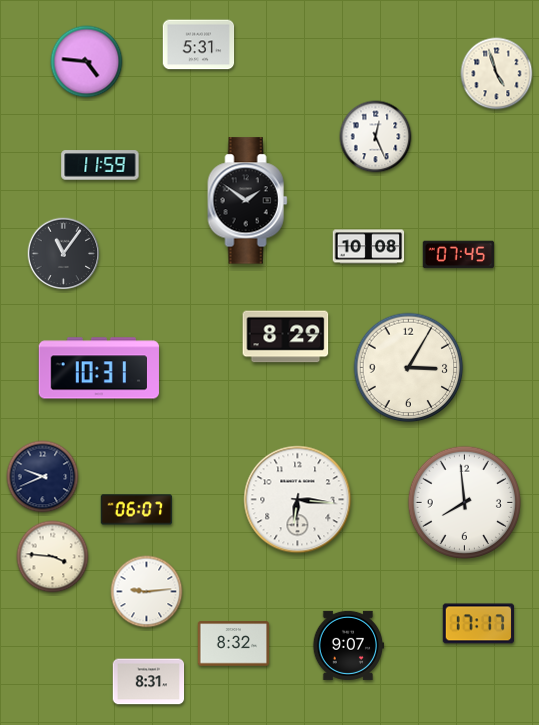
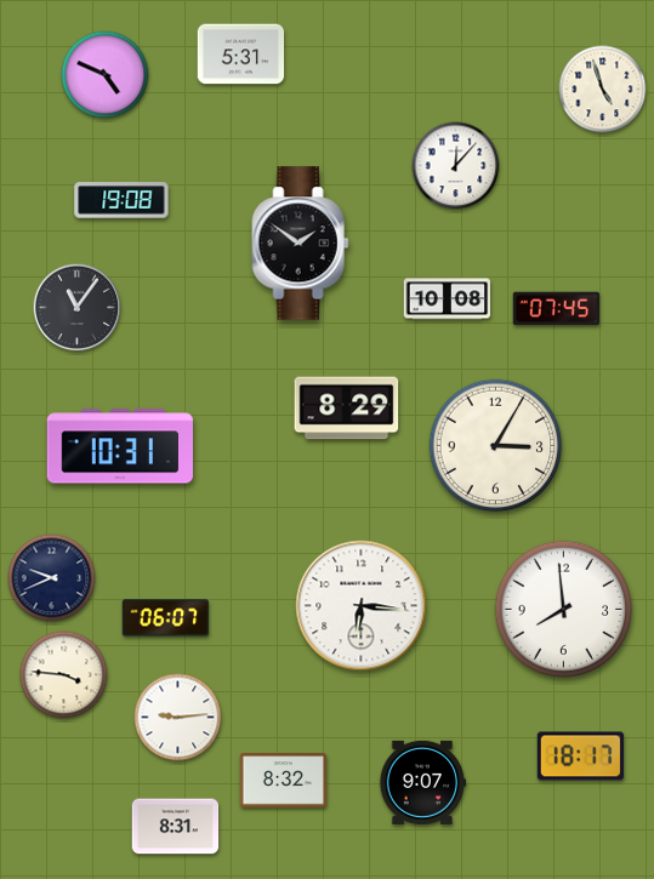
clock at (87, 62): 4:46 -> 4:49
clock at (376, 137): 12:26 -> 12:07
clock at (100, 165): 11:59 -> 19:08
clock at (479, 624): 17:17 -> 18:17
clock at (149, 682) position: (149, 682) -> (176, 827)
